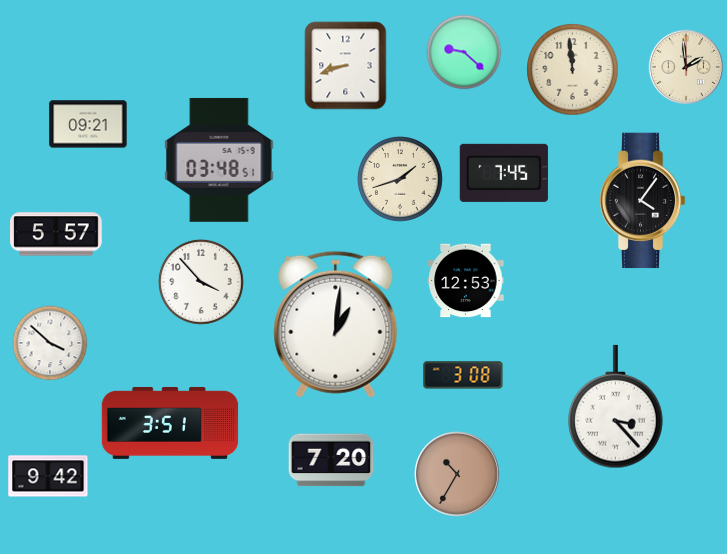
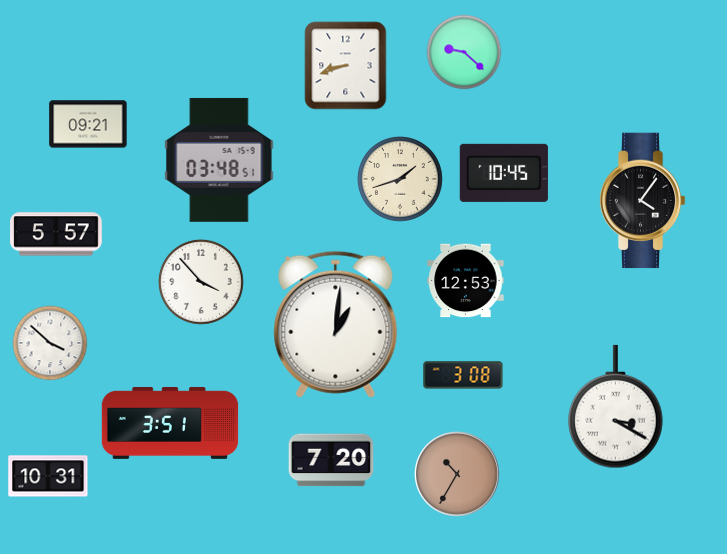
clock at (685, 66): 1:59 -> none
clock at (573, 70): 11:59 -> none
clock at (504, 173): 7:45 -> 10:45
clock at (616, 407): 3:23 -> 3:20
clock at (48, 476): 9:42 -> 10:31
